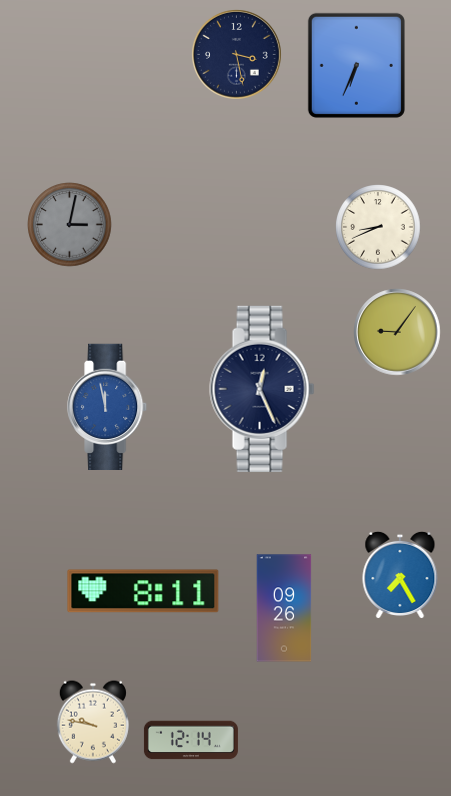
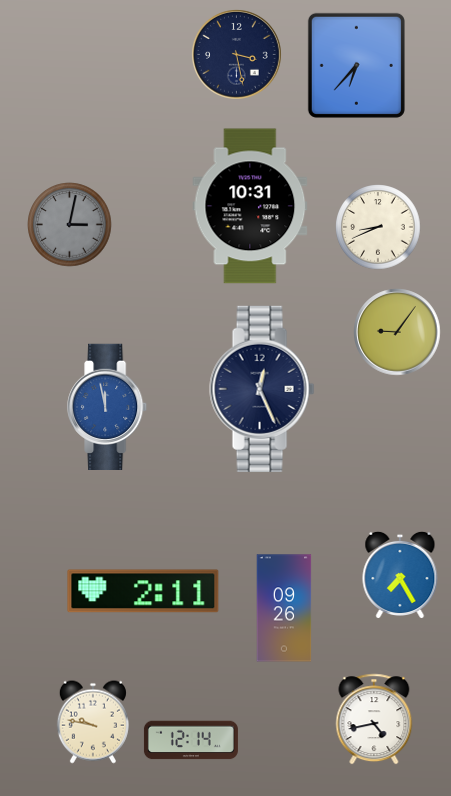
clock at (356, 65): 6:34 -> 6:37
clock at (250, 206): none -> 10:31
clock at (143, 591): 8:11 -> 2:11
clock at (374, 719): none -> 4:43
